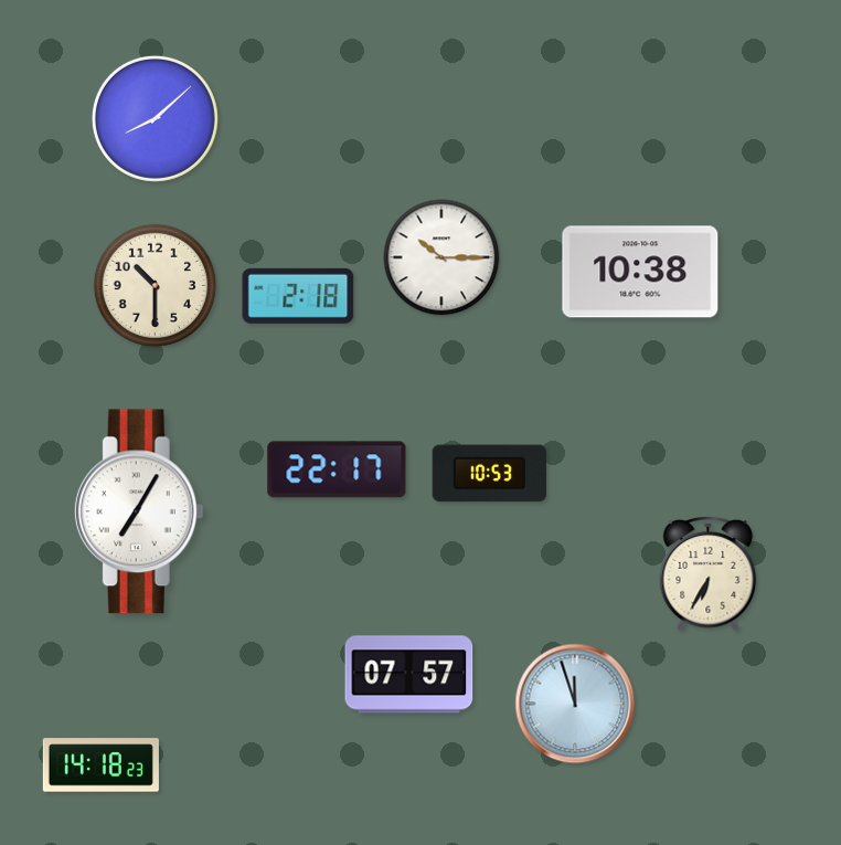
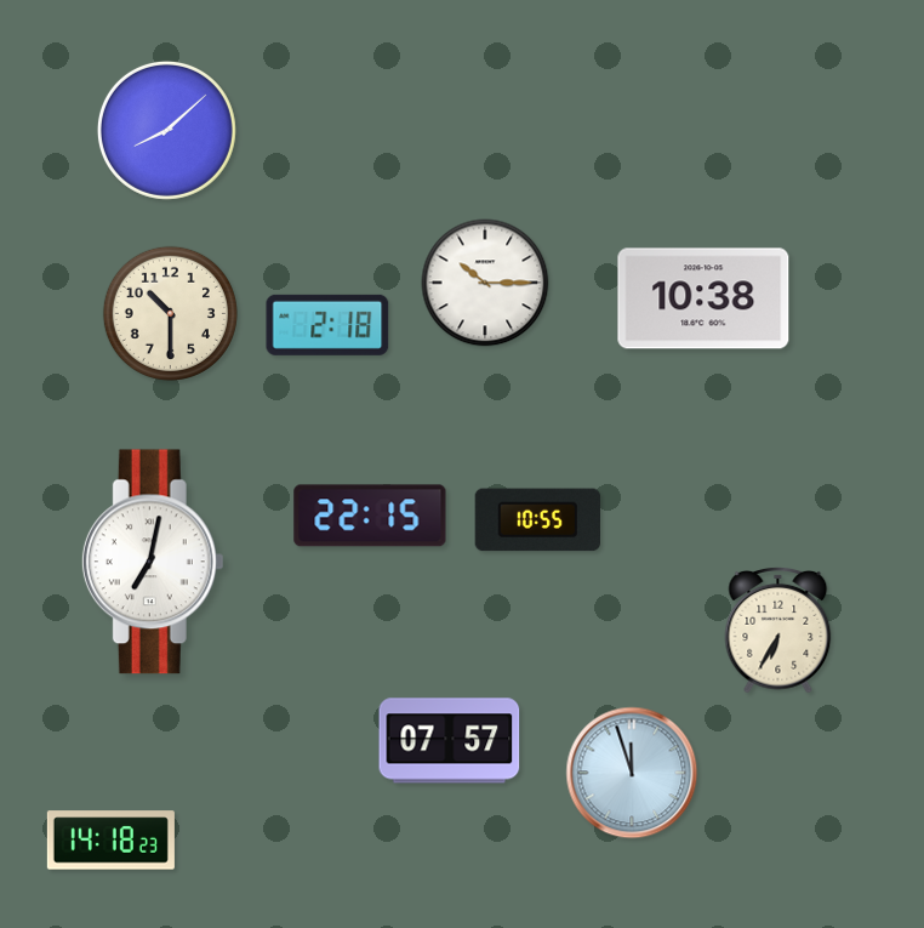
clock at (155, 118) position: (155, 118) -> (166, 130)
clock at (337, 469): 22:17 -> 22:15
clock at (489, 474): 10:53 -> 10:55
clock at (139, 511): 7:05 -> 7:02
